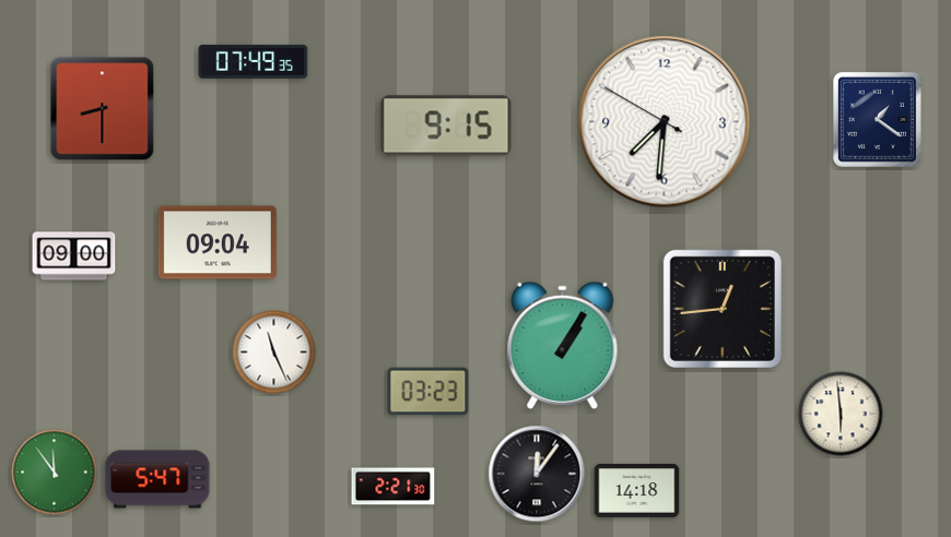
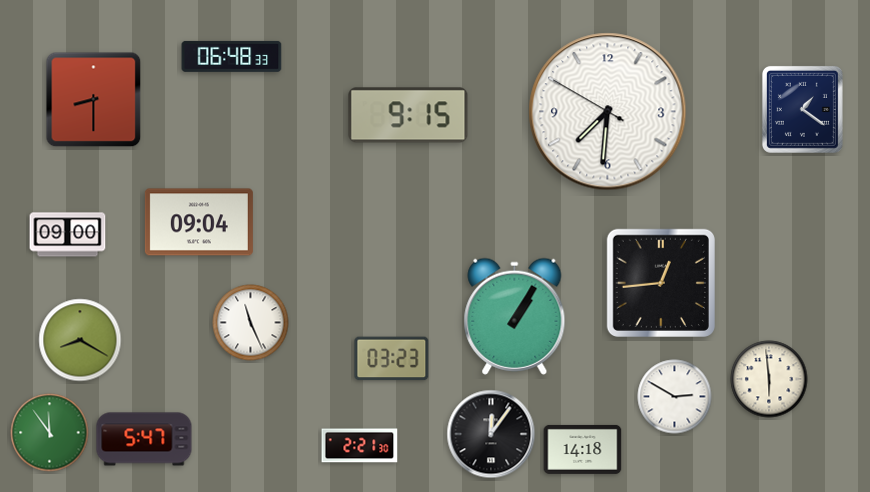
clock at (254, 61): 07:49 -> 06:48
clock at (80, 340): none -> 8:20
clock at (675, 397): none -> 2:50
